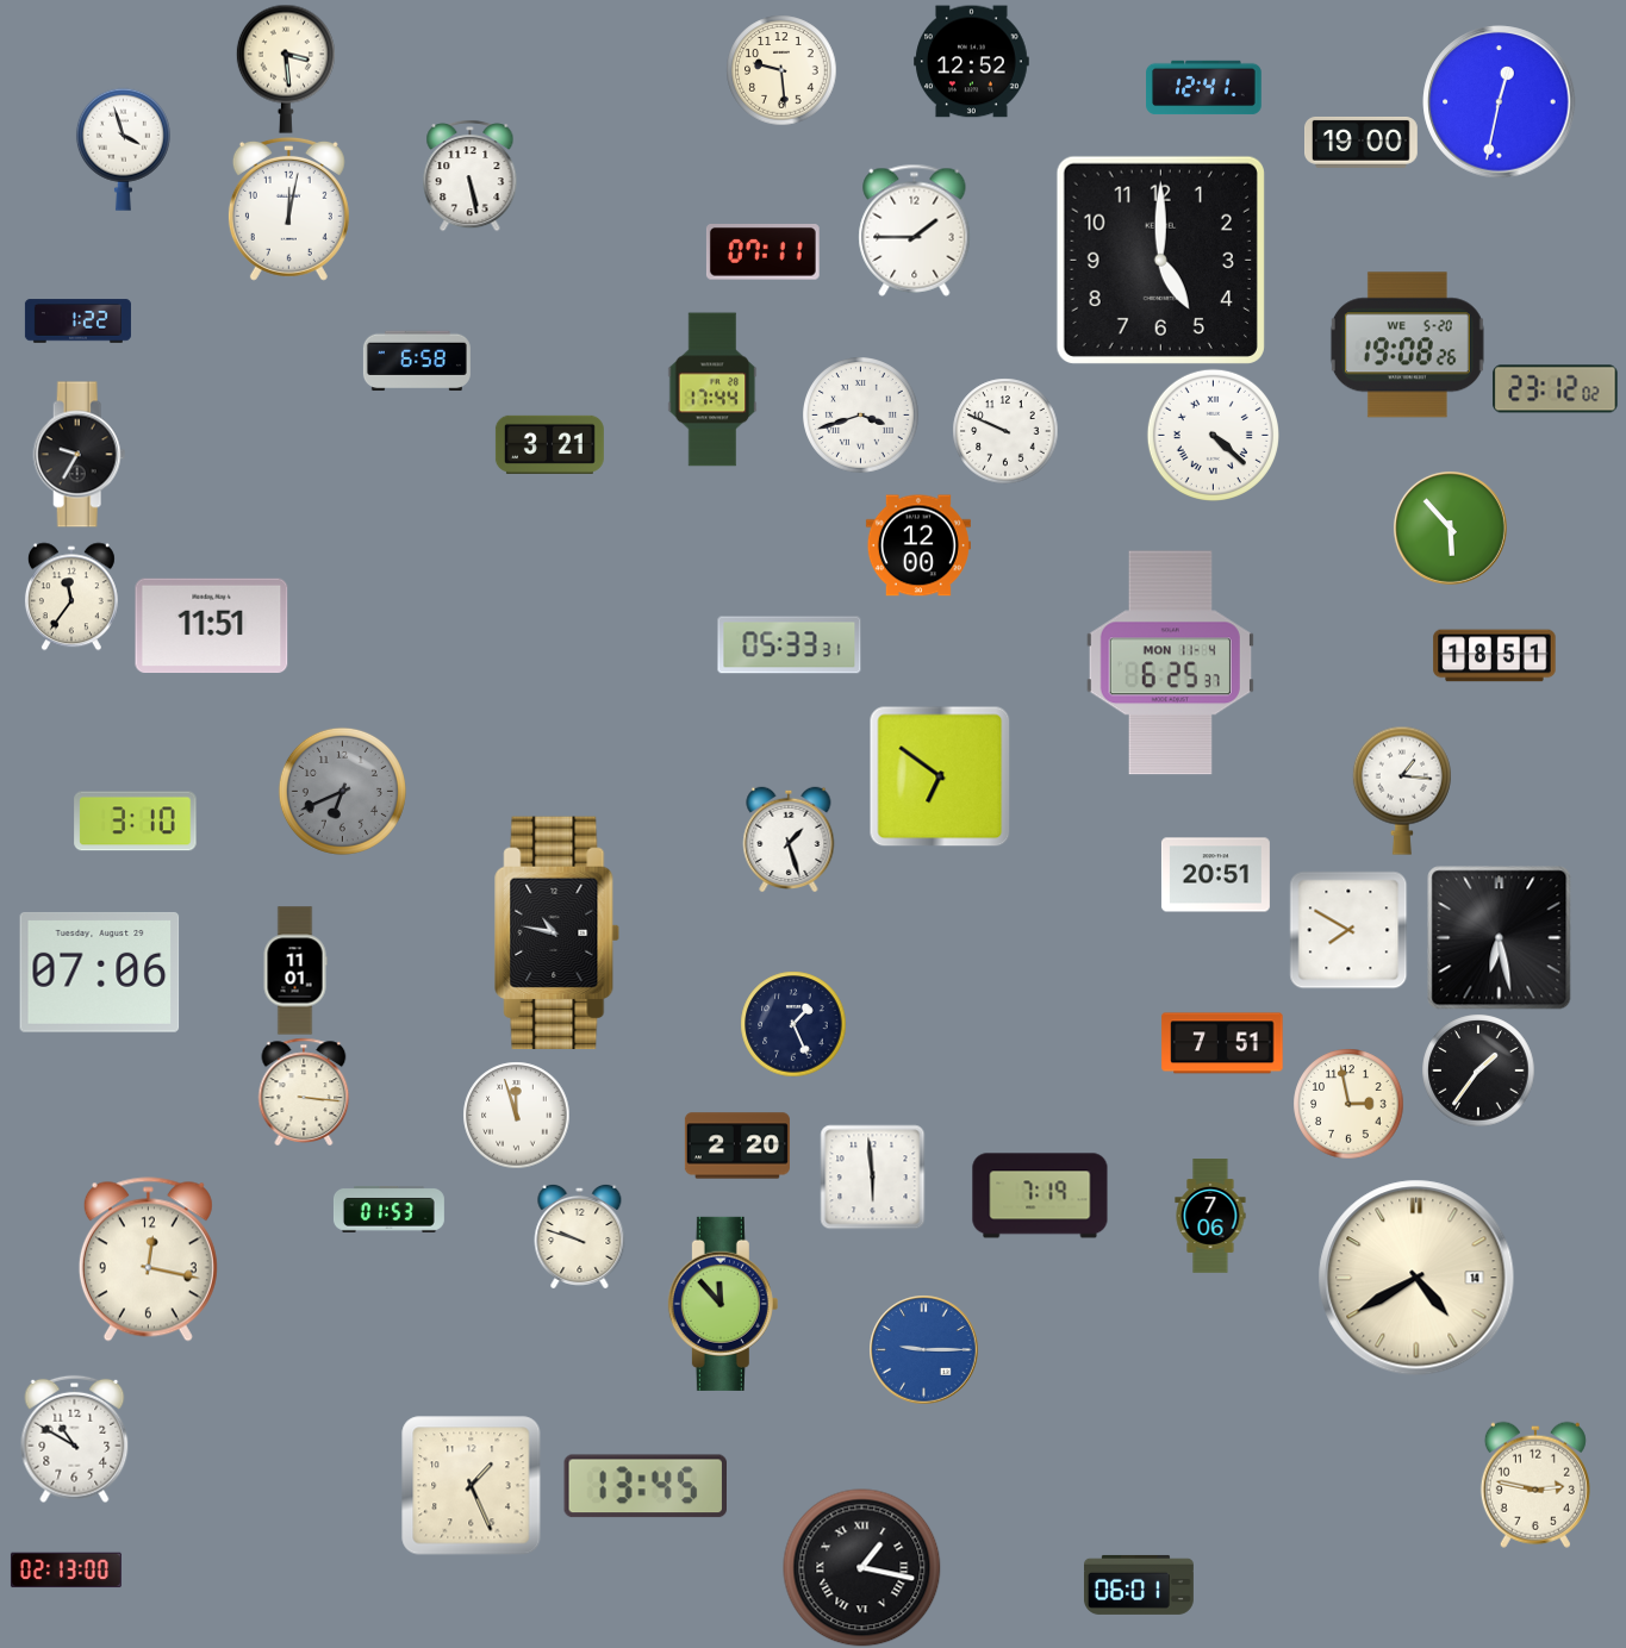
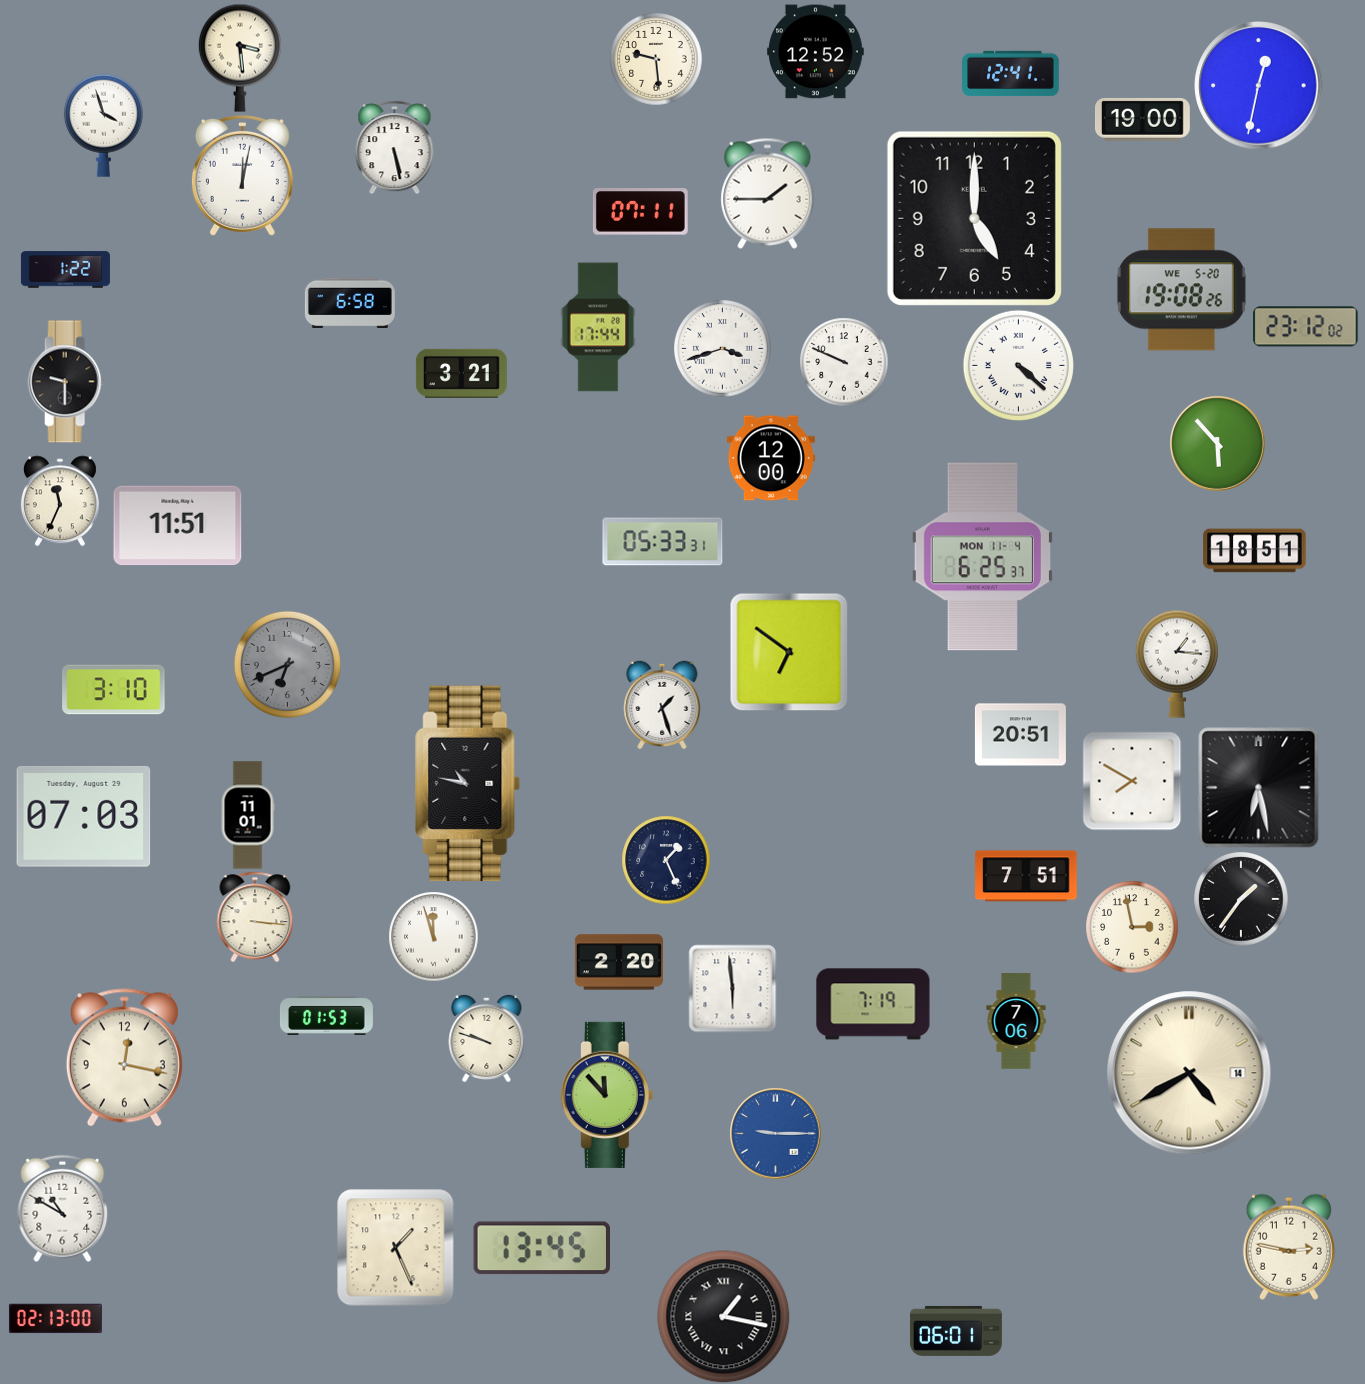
clock at (80, 455): 9:35 -> 9:30
clock at (71, 597): 11:36 -> 11:34
clock at (100, 972): 07:06 -> 07:03
